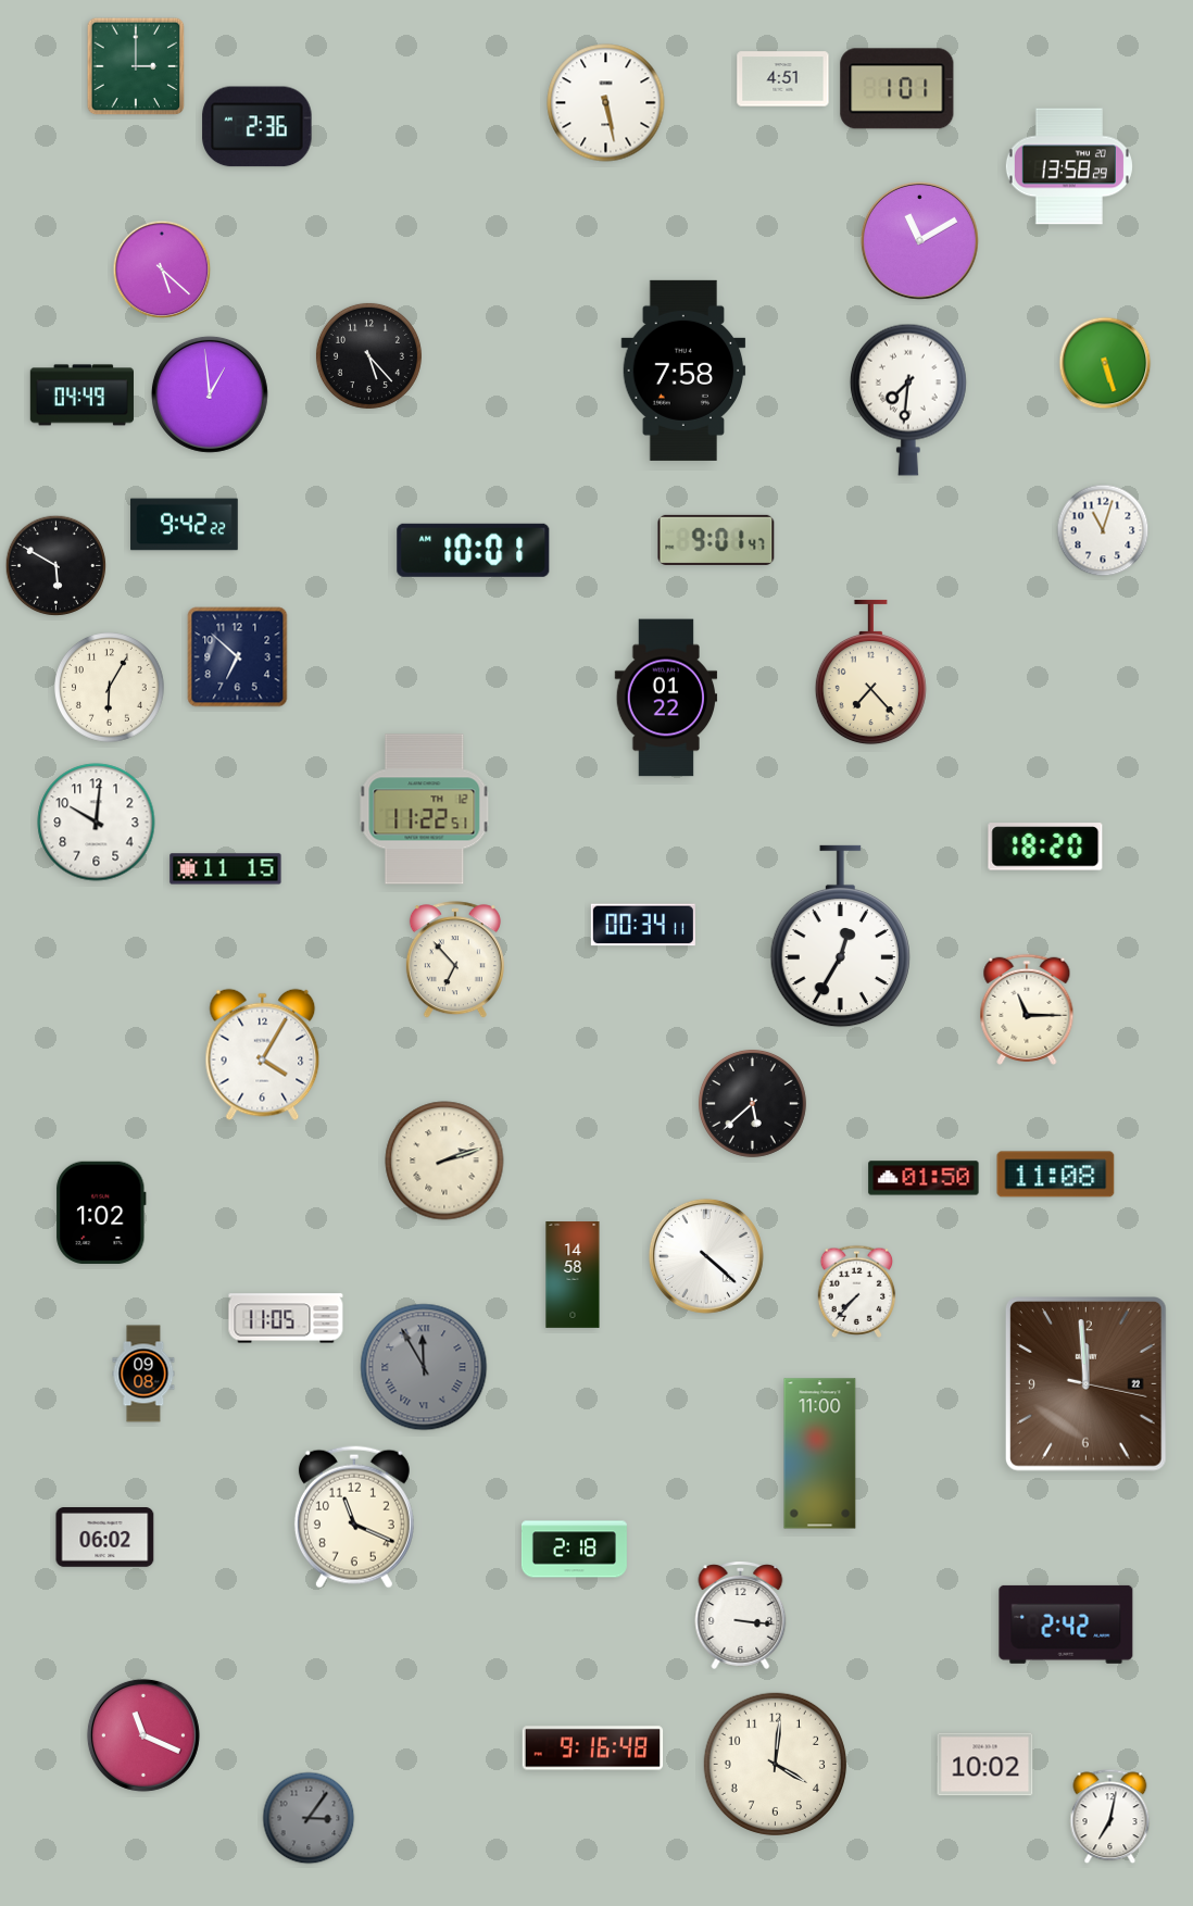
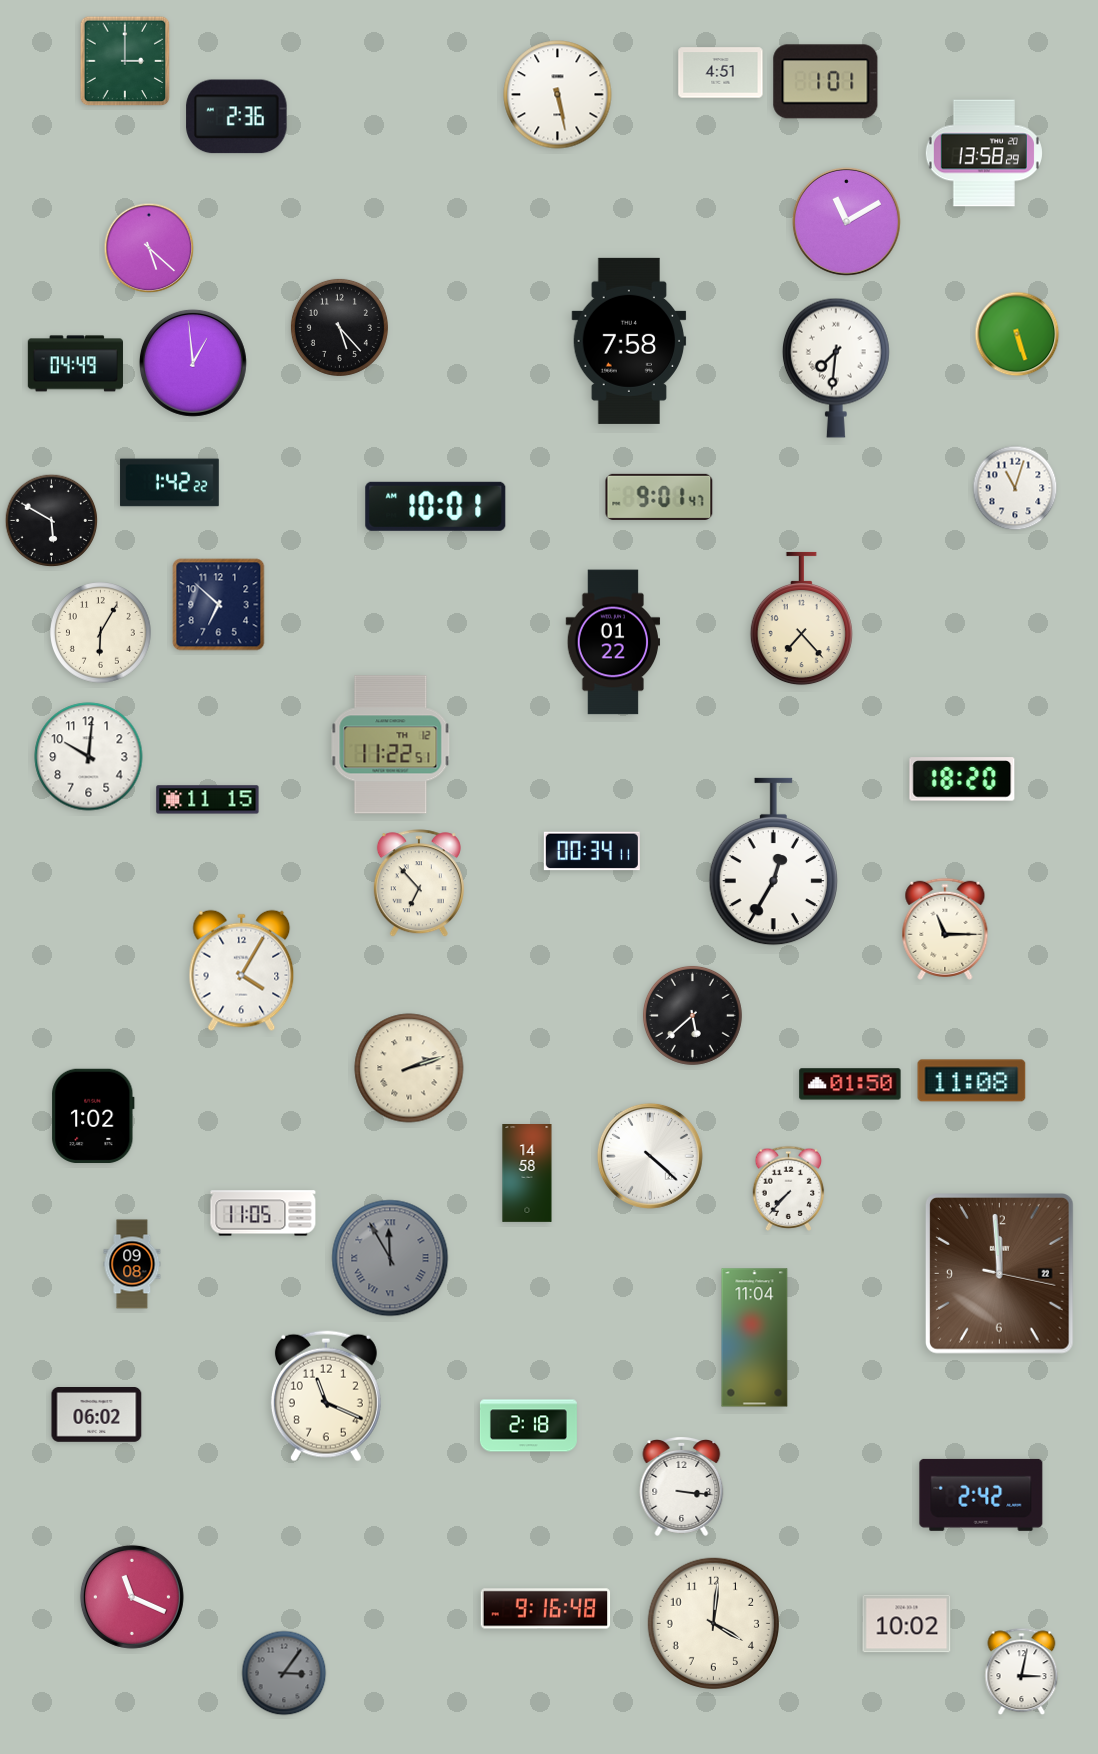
clock at (185, 525): 9:42 -> 1:42
clock at (820, 1454): 11:00 -> 11:04
clock at (1110, 1817): 7:02 -> 3:02
